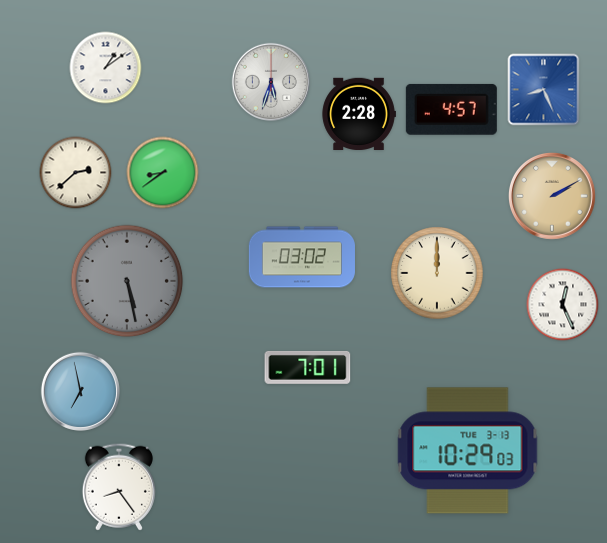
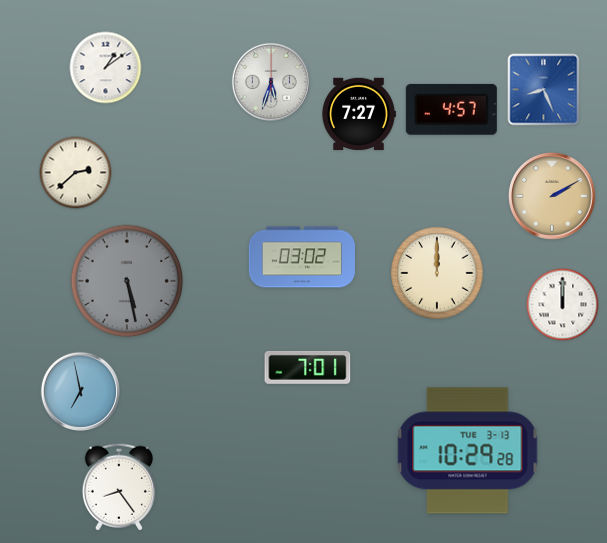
clock at (359, 114): 2:28 -> 7:27
clock at (163, 173): 8:39 -> none
clock at (563, 305): 12:26 -> 12:00
clock at (468, 451): 10:29:03 -> 10:29:28
